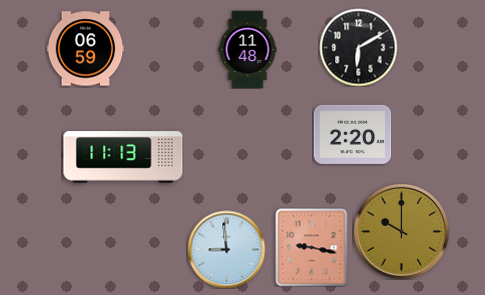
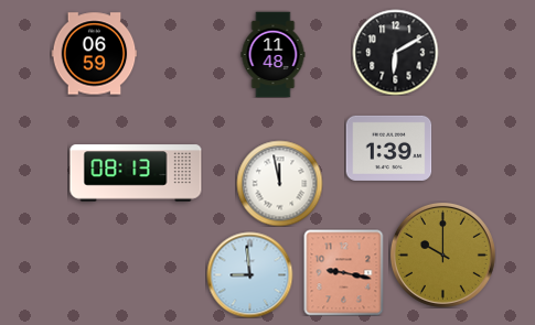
clock at (352, 134): 2:20 -> 1:39
clock at (123, 157): 11:13 -> 08:13
clock at (279, 183): none -> 11:58
